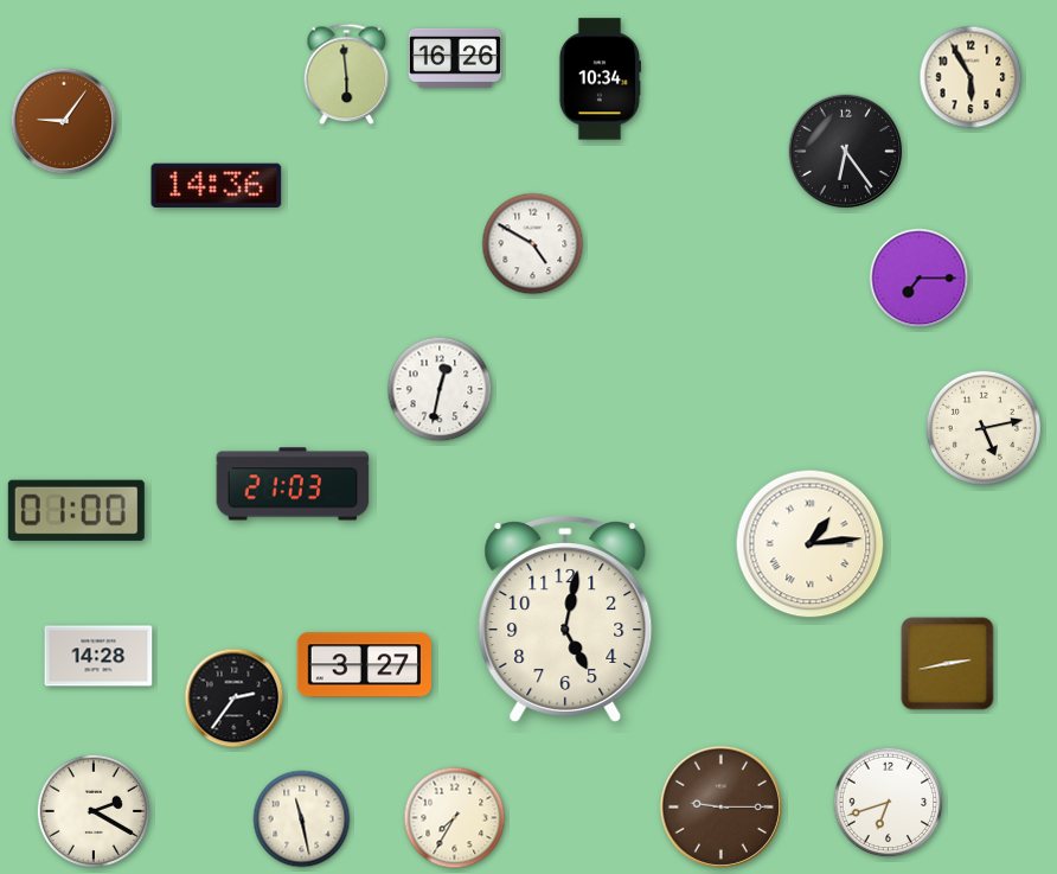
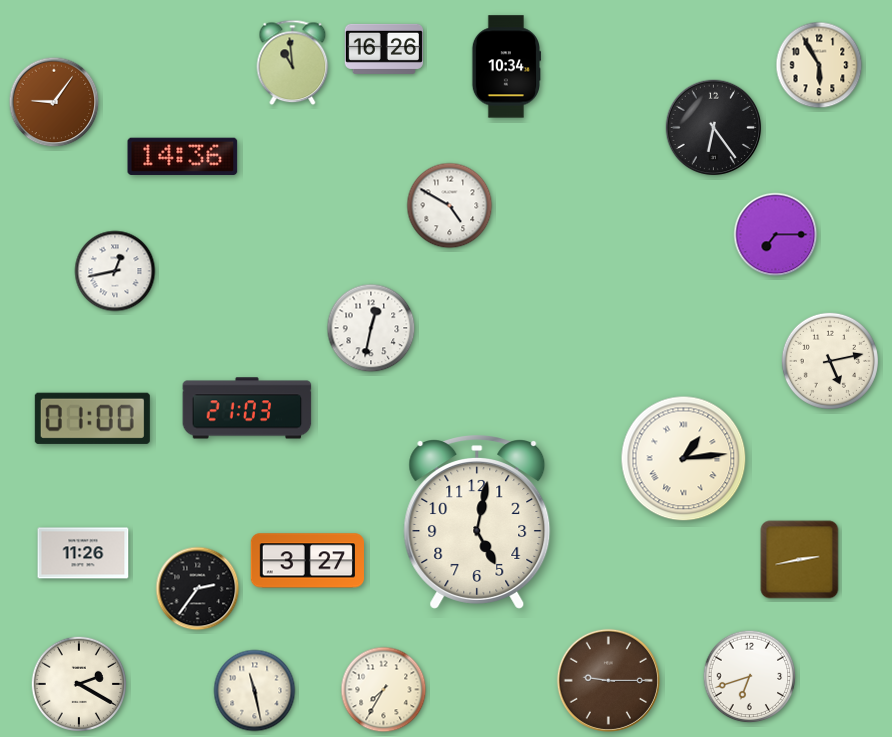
clock at (347, 75): 5:59 -> 10:59
clock at (115, 271): none -> 12:43
clock at (76, 510) position: (76, 510) -> (92, 418)
clock at (98, 656): 14:28 -> 11:26
